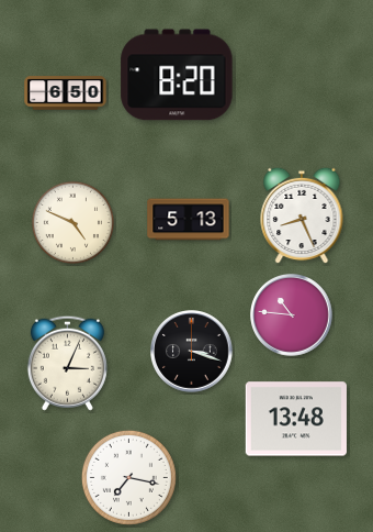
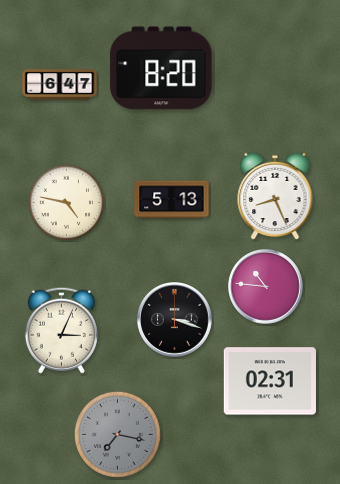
clock at (66, 93): 6:50 -> 6:47
clock at (72, 222): 4:49 -> 4:47
clock at (296, 419): 13:48 -> 02:31
clock at (128, 477) dial: white -> grey
